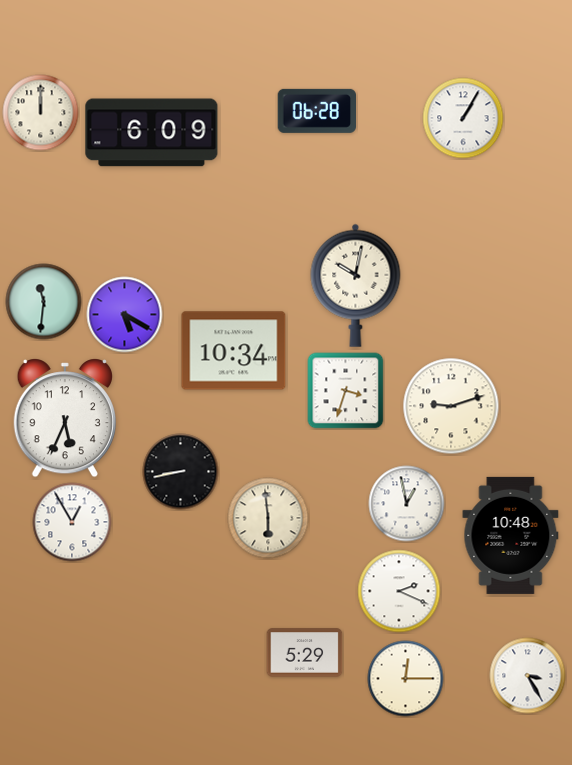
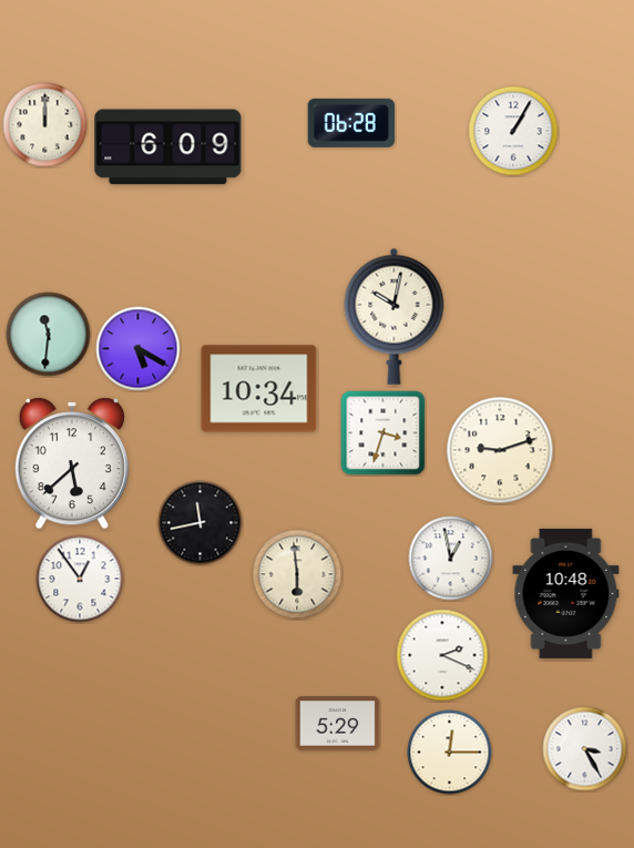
clock at (64, 418): 5:34 -> 5:38
clock at (181, 472): 8:43 -> 11:43
clock at (72, 522): 12:55 -> 12:54
